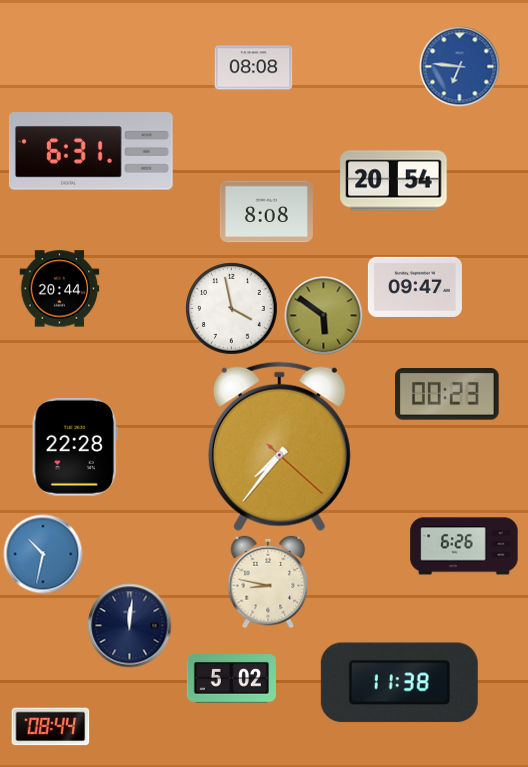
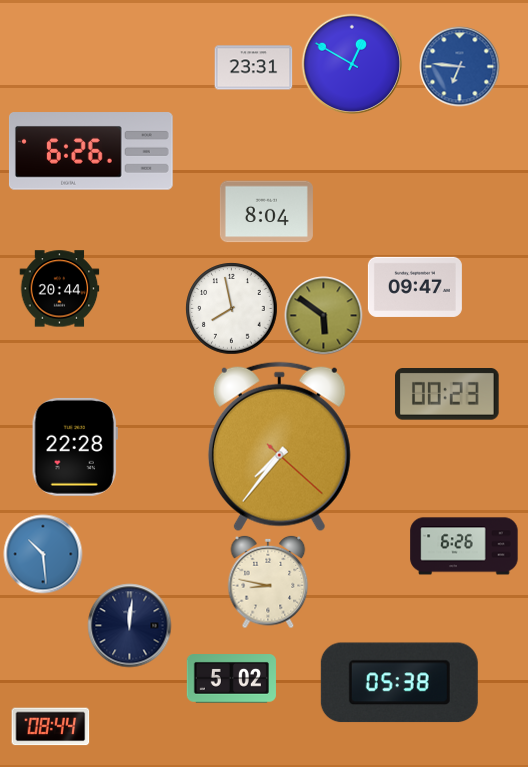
clock at (351, 63): none -> 12:50
clock at (253, 68): 08:08 -> 23:31
clock at (91, 151): 6:31 -> 6:26
clock at (394, 181): 20:54 -> none
clock at (266, 212): 8:08 -> 8:04
clock at (231, 308): 3:58 -> 7:58
clock at (43, 554): 10:32 -> 10:29
clock at (399, 683): 11:38 -> 05:38
